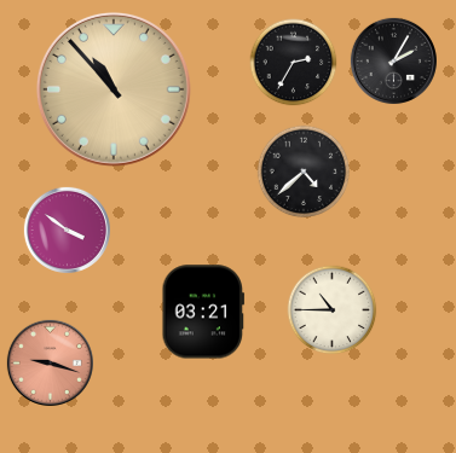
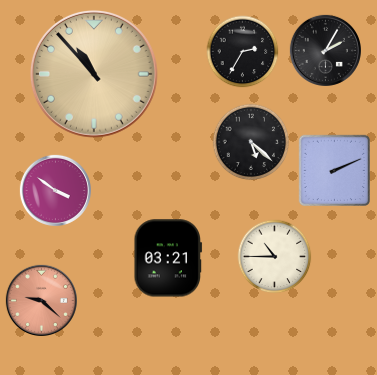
clock at (304, 172): 4:38 -> 5:22
clock at (335, 171): none -> 2:11
clock at (50, 362): 9:18 -> 9:22
